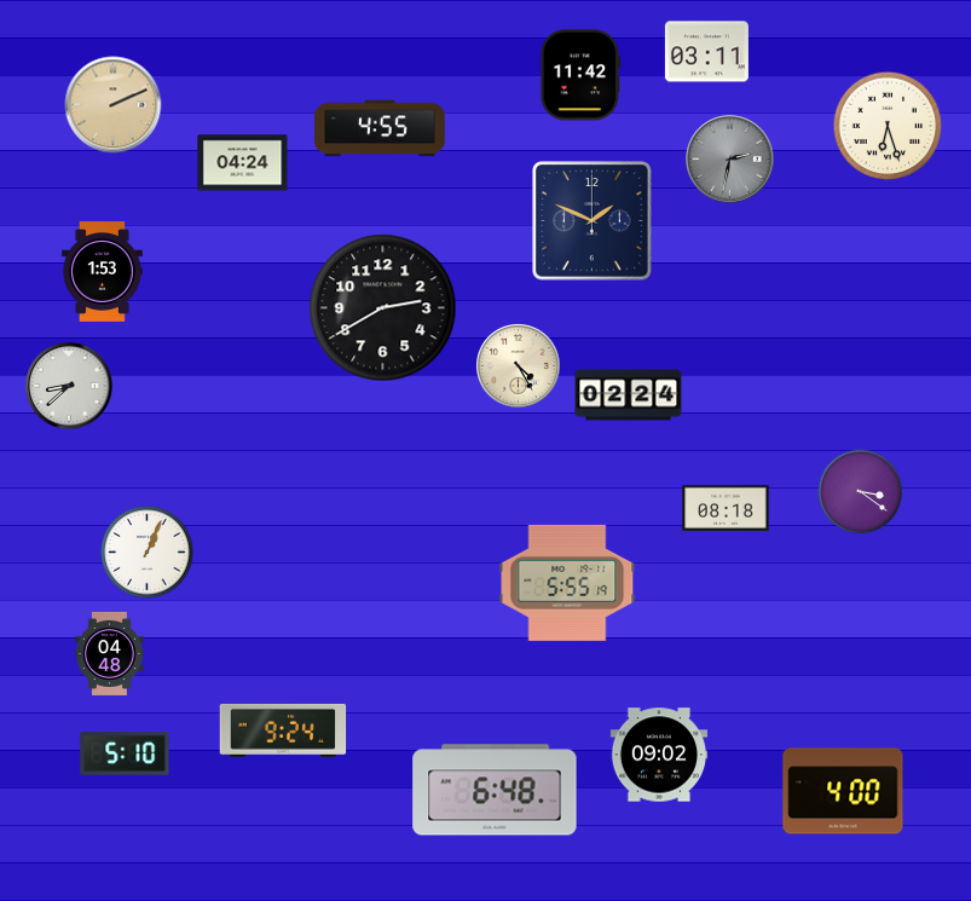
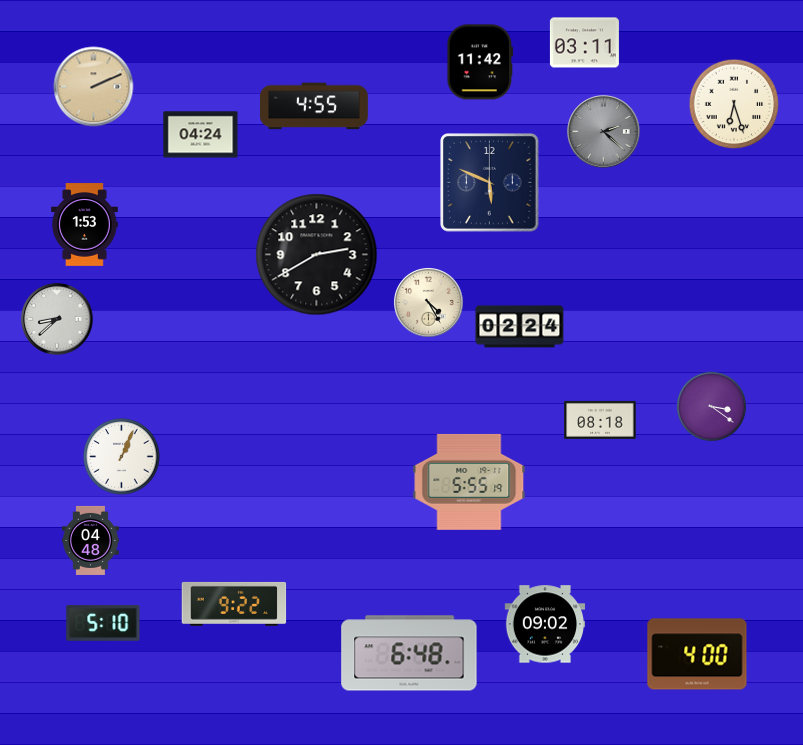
clock at (730, 160): 2:32 -> 2:22
clock at (593, 221): 1:49 -> 5:49
clock at (283, 730): 9:24 -> 9:22
